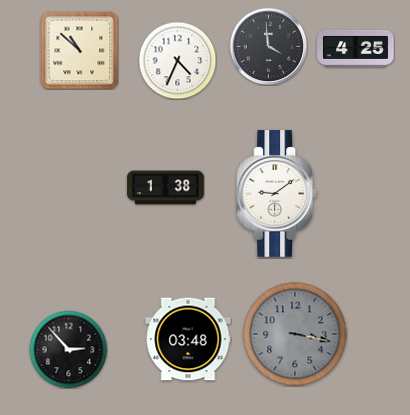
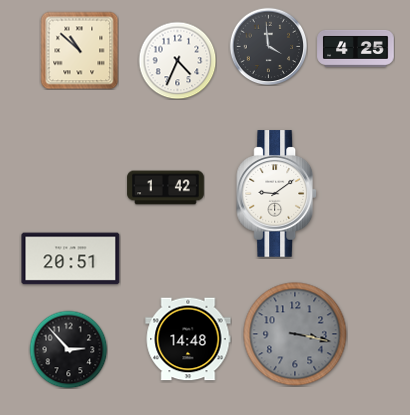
clock at (166, 188): 1:38 -> 1:42
clock at (71, 259): none -> 20:51
clock at (188, 339): 03:48 -> 14:48
